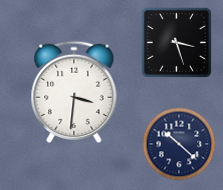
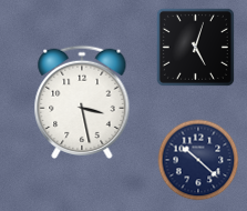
clock at (176, 42): 3:27 -> 5:03
clock at (74, 92): 3:31 -> 3:28
